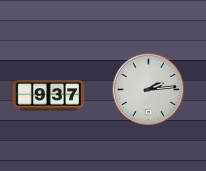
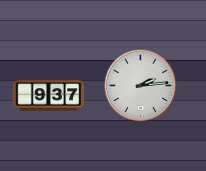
clock at (149, 90) position: (149, 90) -> (141, 86)
